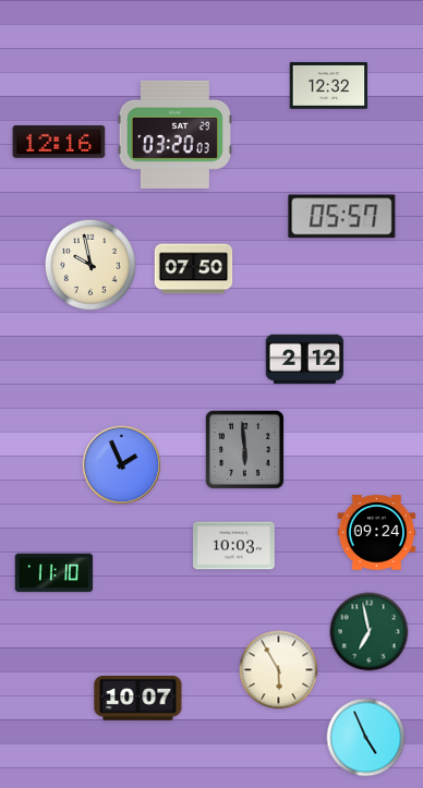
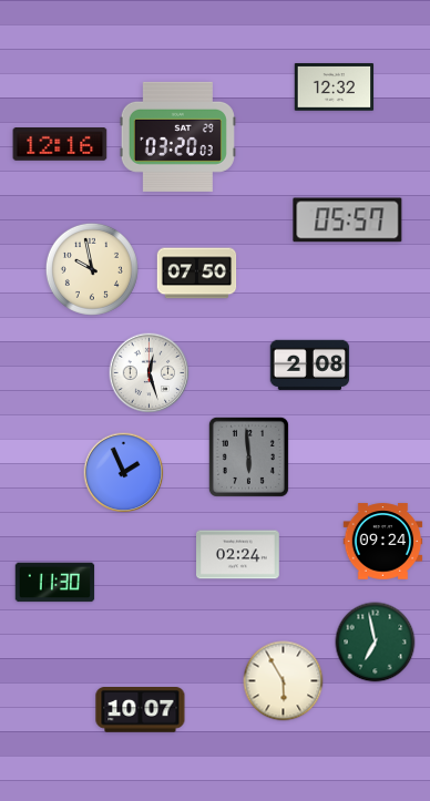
clock at (305, 359): 2:12 -> 2:08
clock at (150, 373): none -> 12:27
clock at (234, 546): 10:03 -> 02:24
clock at (55, 573): 11:10 -> 11:30
clock at (366, 738): 4:56 -> none
